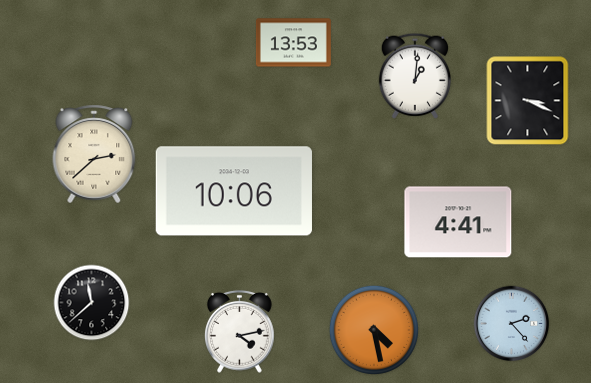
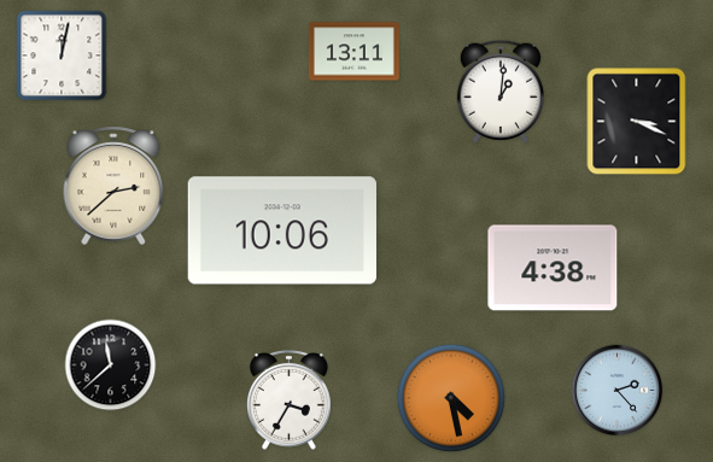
clock at (293, 43): 13:53 -> 13:11
clock at (62, 55): none -> 12:02
clock at (458, 222): 4:41 -> 4:38
clock at (240, 331): 4:13 -> 3:35
